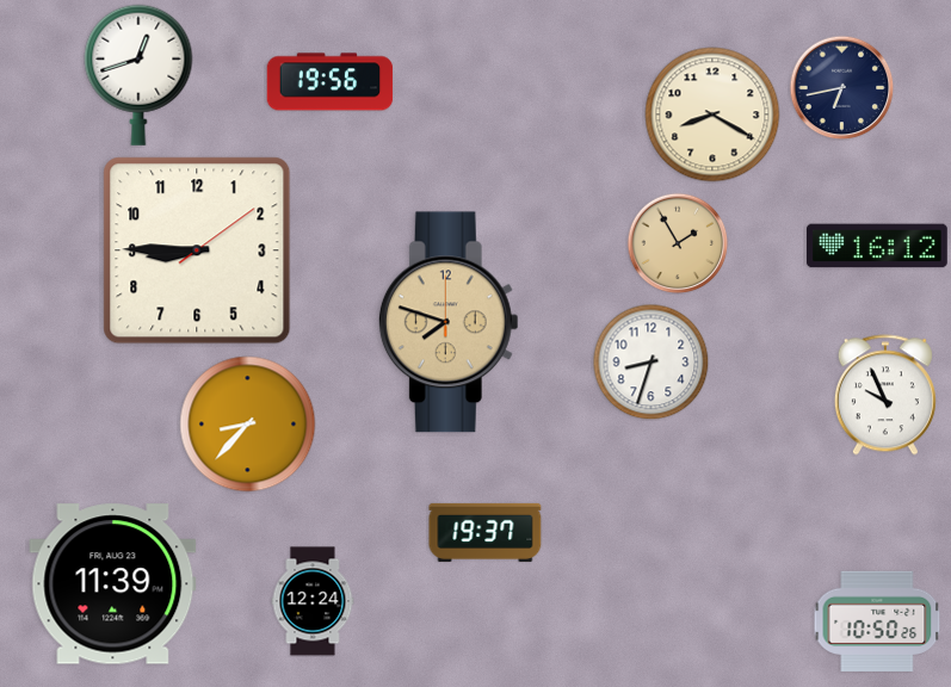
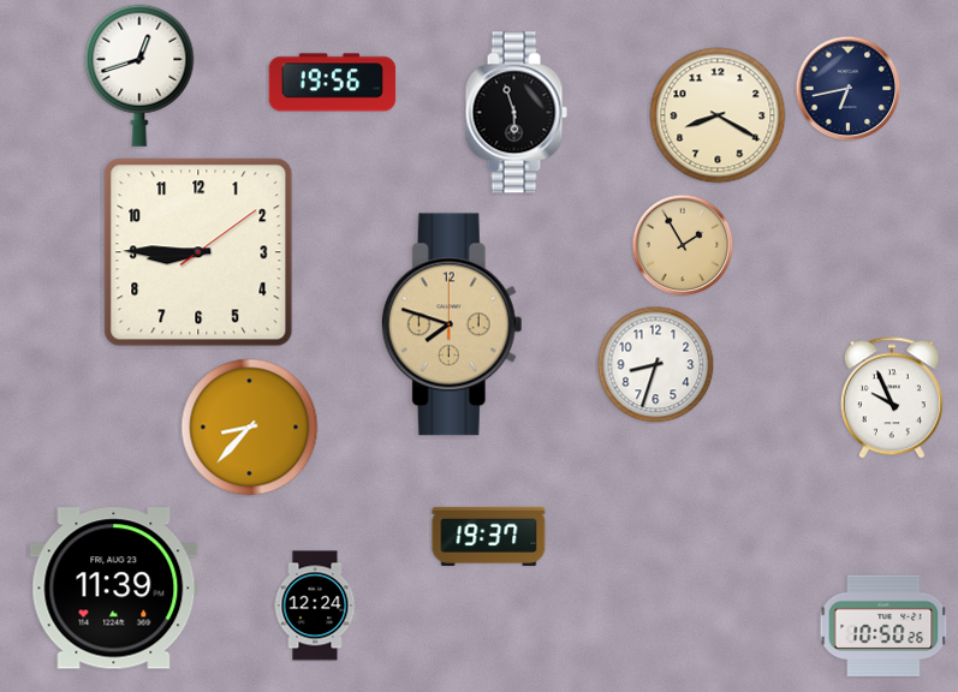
clock at (516, 113): none -> 5:57
clock at (878, 246): 16:12 -> none
